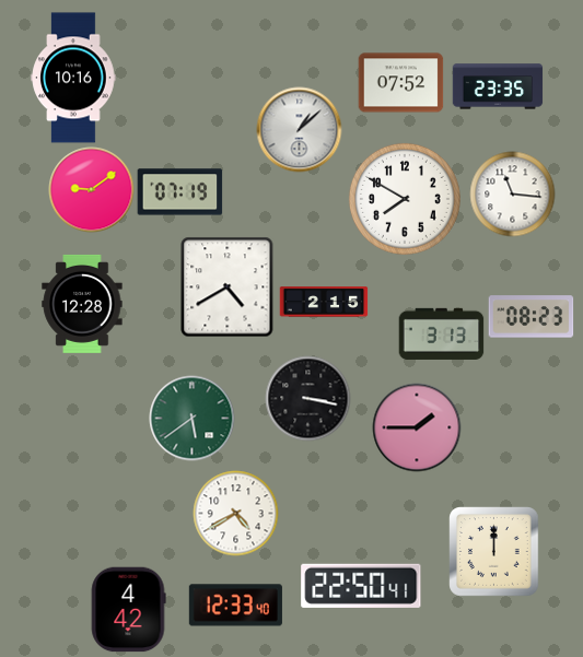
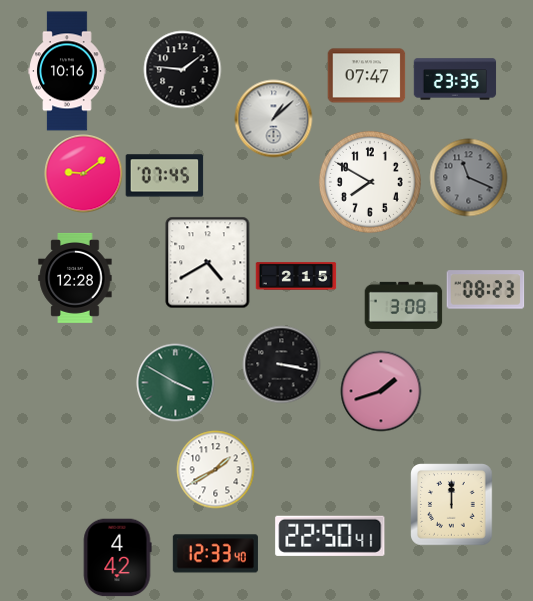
clock at (182, 69): none -> 1:46
clock at (400, 83): 07:52 -> 07:47
clock at (179, 192): 07:19 -> 07:45
clock at (512, 193): 11:16 -> 11:19
clock at (512, 193) dial: white -> grey
clock at (441, 333): 3:13 -> 3:08
clock at (191, 418): 5:39 -> 3:50
clock at (417, 427): 1:45 -> 1:42
clock at (235, 513): 4:40 -> 1:40
